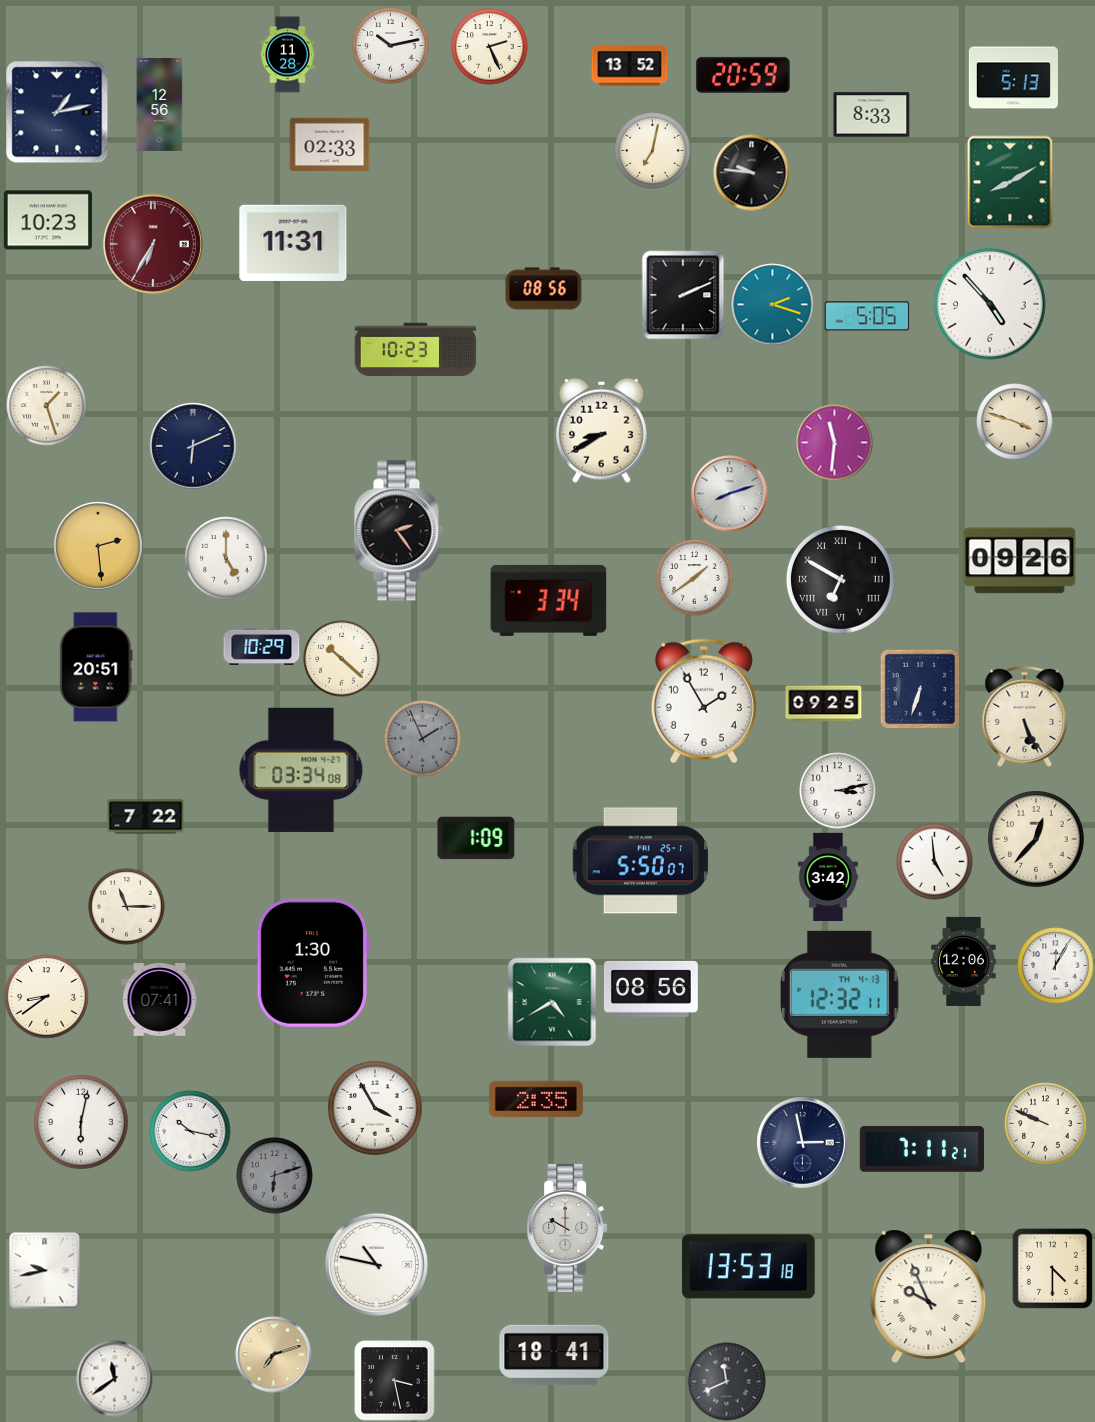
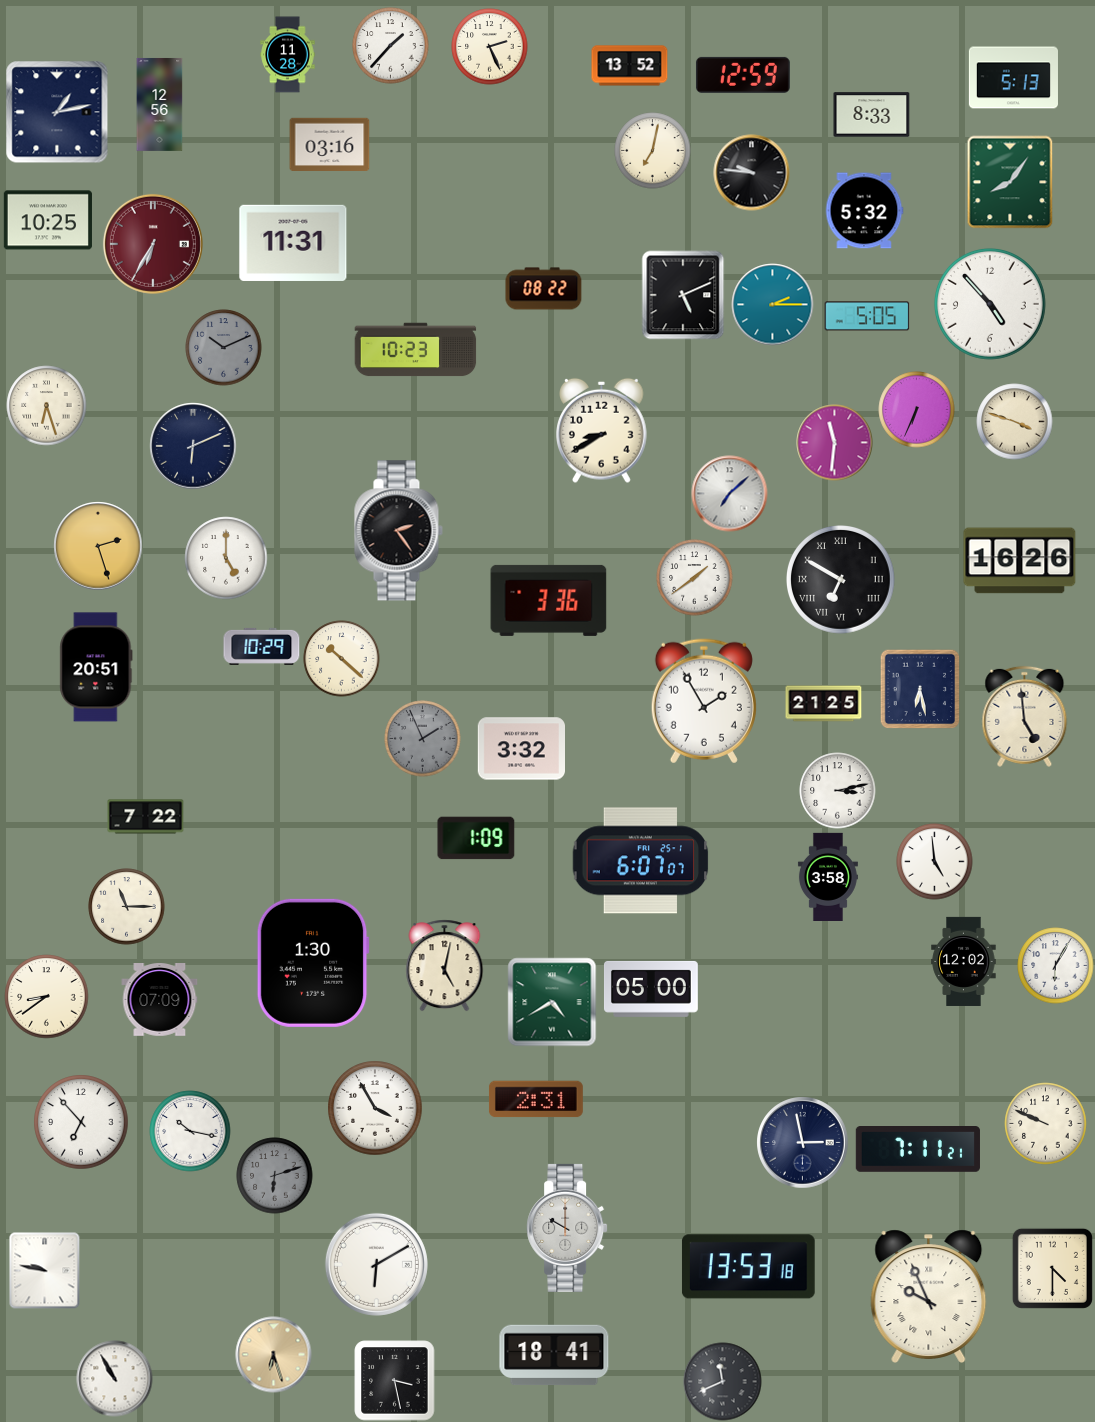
clock at (391, 46): 10:13 -> 1:37
clock at (743, 75): 20:59 -> 12:59
clock at (330, 145): 02:33 -> 03:16
clock at (1010, 182): 8:10 -> 8:06
clock at (864, 211): none -> 5:32
clock at (48, 220): 10:23 -> 10:25
clock at (544, 289): 08:56 -> 08:22
clock at (683, 295): 2:11 -> 5:11
clock at (773, 305): 2:18 -> 2:15
clock at (224, 348): none -> 10:11
clock at (47, 406): 1:27 -> 6:27
clock at (917, 410): none -> 6:34
clock at (730, 494): 8:12 -> 7:08
clock at (98, 546): 2:29 -> 2:27
clock at (1020, 561): 09:26 -> 16:26
clock at (549, 600): 3:34 -> 3:36
clock at (920, 689): 6:33 -> 6:28
clock at (824, 704): 09:25 -> 21:25
clock at (1025, 716): 5:26 -> 4:59
clock at (521, 749): none -> 3:32
clock at (301, 770): 03:34 -> none
clock at (1036, 839): 12:37 -> none
clock at (641, 861): 5:50 -> 6:07
clock at (828, 876): 3:42 -> 3:58
clock at (964, 961): 12:06 -> 12:02
clock at (445, 966): none -> 5:02
clock at (1056, 966): 12:05 -> 6:05
clock at (651, 989): 08:56 -> 05:00
clock at (839, 994): 12:32 -> none
clock at (160, 1000): 07:41 -> 07:09
clock at (536, 1099): 2:35 -> 2:31
clock at (81, 1122): 6:02 -> 6:53
clock at (922, 1150) position: (922, 1150) -> (918, 1150)
clock at (376, 1264): 10:47 -> 6:10
clock at (45, 1271): 9:43 -> 9:47
clock at (274, 1355): 7:12 -> 6:27
clock at (115, 1379): 11:39 -> 10:55
clock at (727, 1382) position: (727, 1382) -> (723, 1382)
